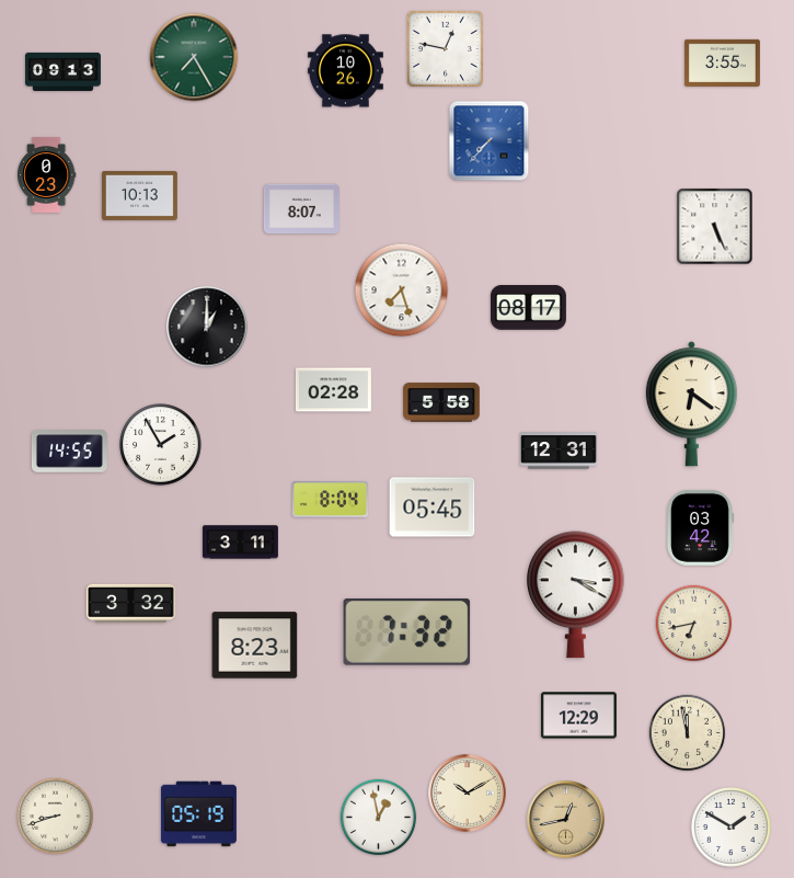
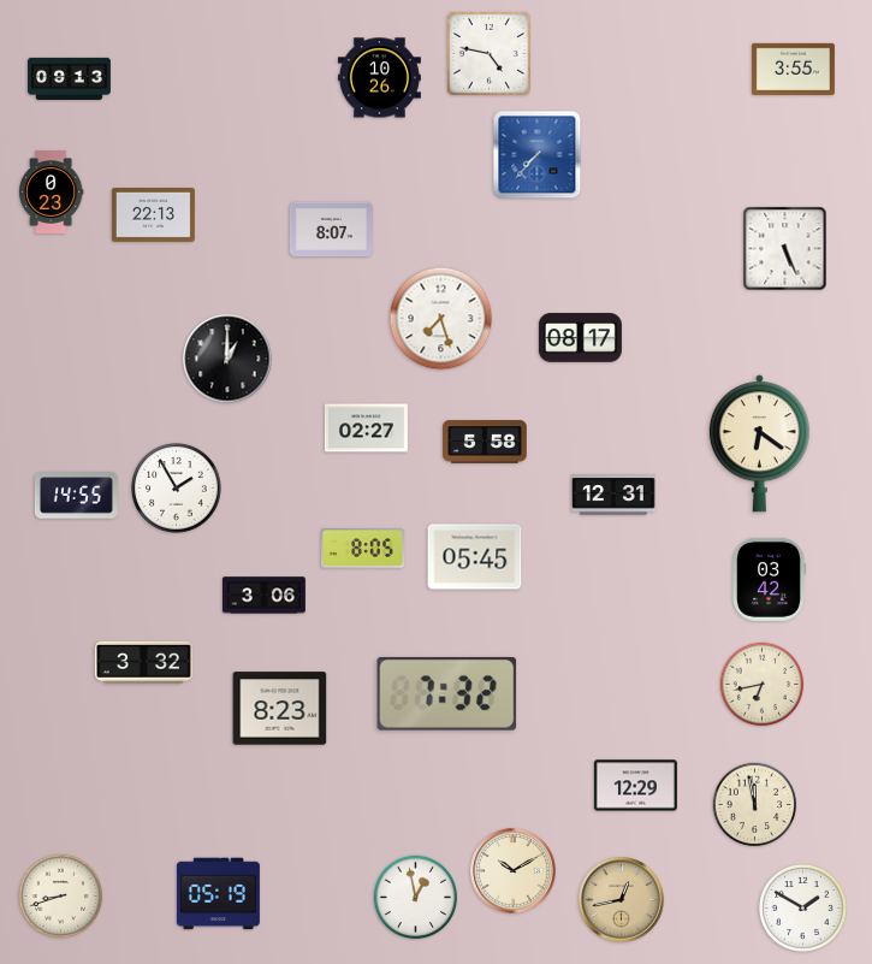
clock at (445, 48): 12:47 -> 4:47
clock at (194, 57): 7:25 -> none
clock at (139, 195): 10:13 -> 22:13
clock at (333, 390): 02:28 -> 02:27
clock at (330, 500): 8:04 -> 8:05
clock at (240, 543): 3:11 -> 3:06
clock at (576, 595): 3:20 -> none
